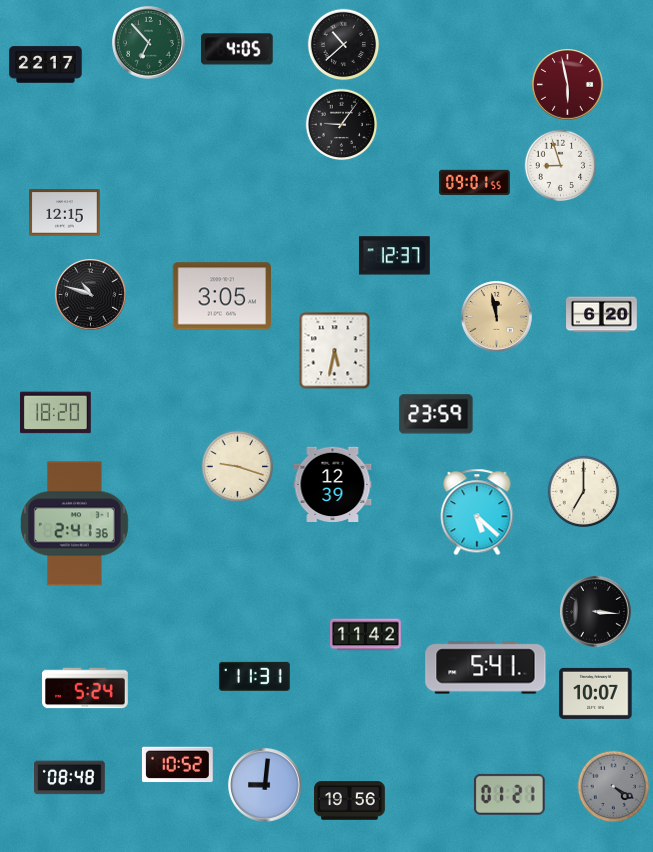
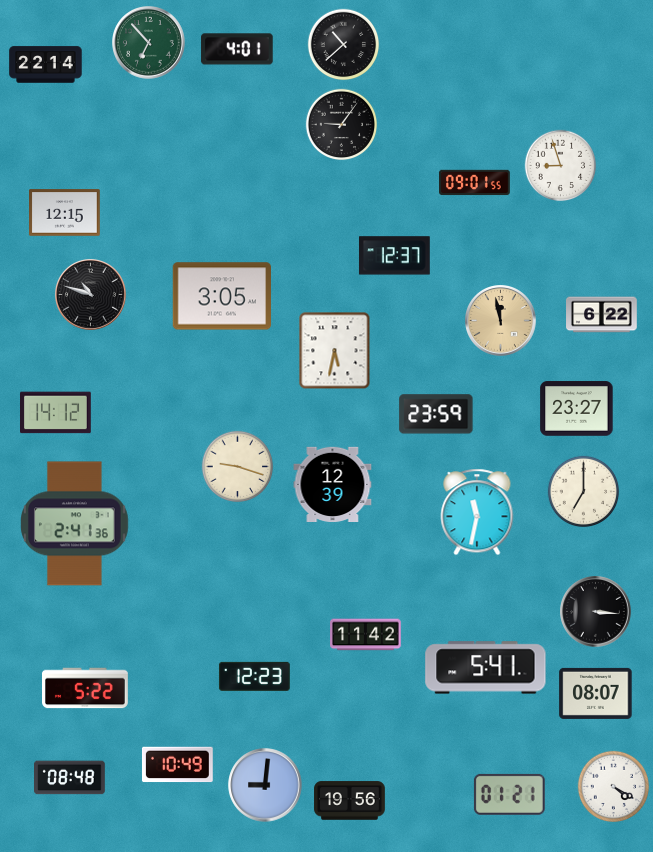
clock at (237, 49): 4:05 -> 4:01
clock at (46, 65): 22:17 -> 22:14
clock at (568, 85): 5:58 -> none
clock at (602, 315): 6:20 -> 6:22
clock at (497, 317) position: (497, 317) -> (501, 321)
clock at (577, 409): none -> 23:27
clock at (56, 413): 18:20 -> 14:12
clock at (477, 512): 5:22 -> 11:32
clock at (254, 676): 11:31 -> 12:23
clock at (86, 688): 5:24 -> 5:22
clock at (596, 693): 10:07 -> 08:07
clock at (178, 765): 10:52 -> 10:49
clock at (614, 787) dial: grey -> white
